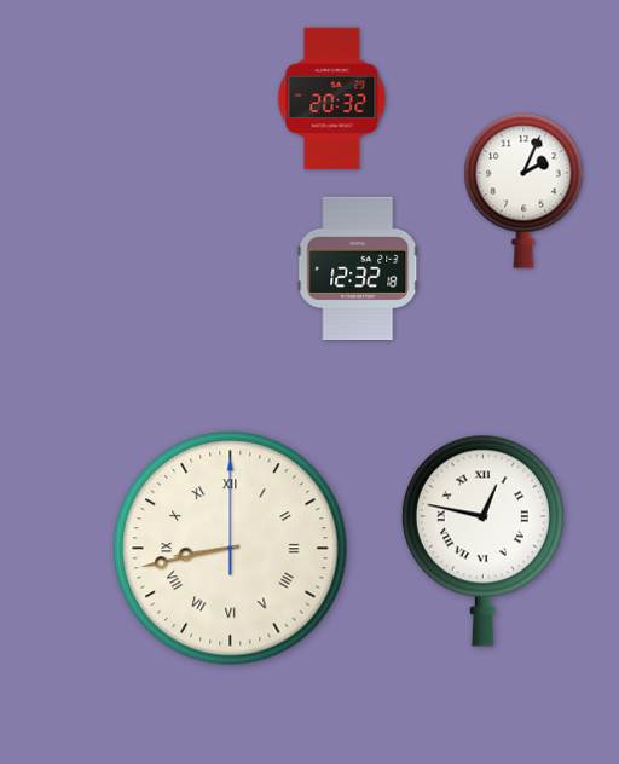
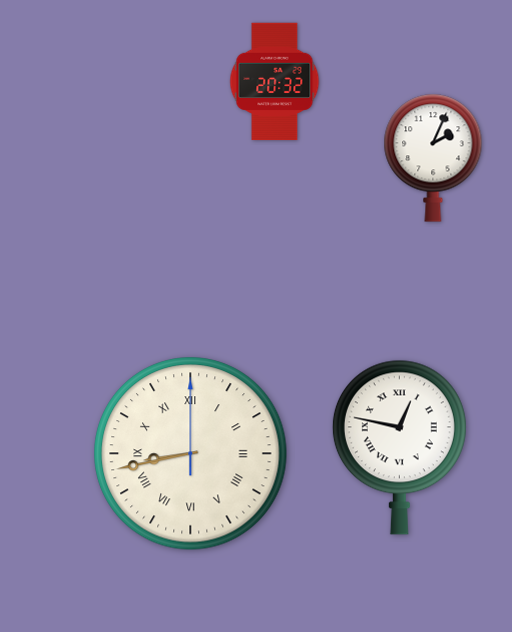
clock at (358, 267): 12:32 -> none
